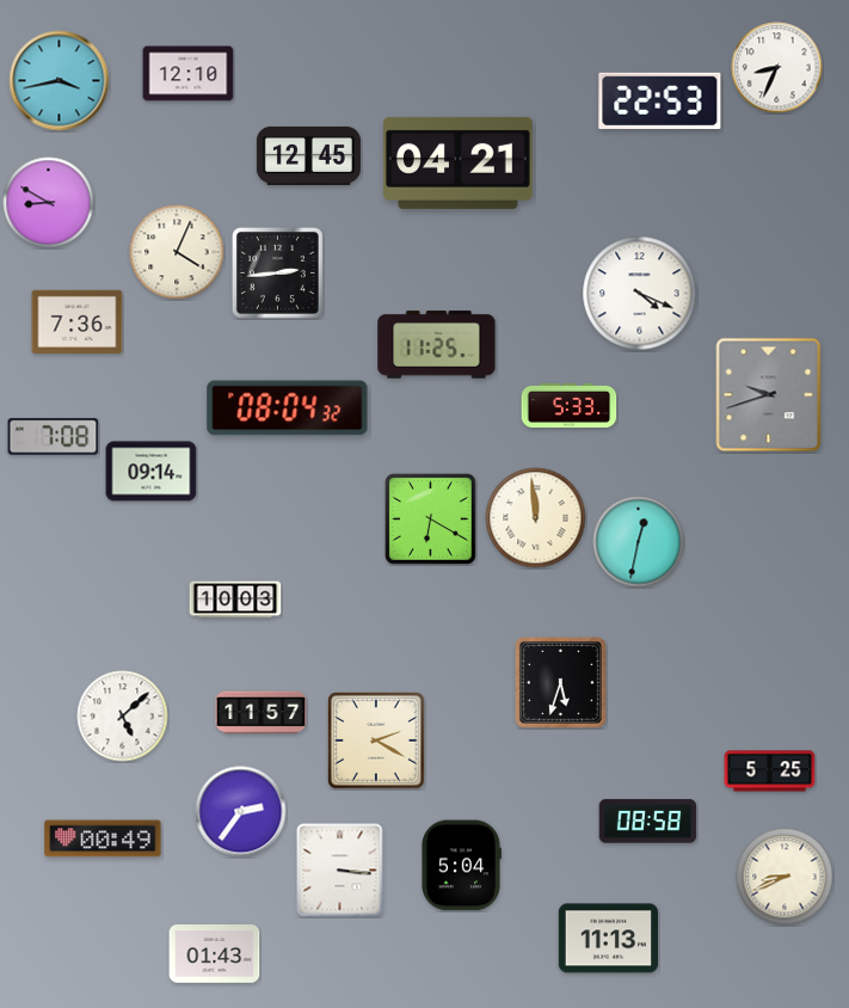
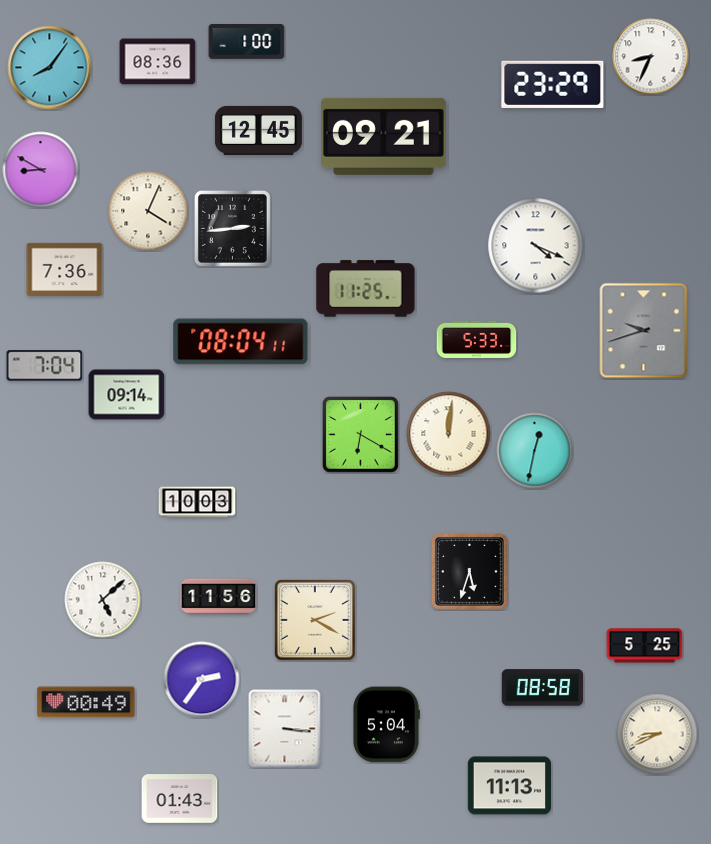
clock at (247, 41): none -> 1:00
clock at (189, 74): 12:10 -> 08:36
clock at (60, 81): 3:43 -> 8:06
clock at (660, 100): 22:53 -> 23:29
clock at (459, 162): 04:21 -> 09:21
clock at (288, 408): 08:04:32 -> 08:04:11
clock at (54, 437): 7:08 -> 7:04
clock at (536, 518): 11:59 -> 12:01
clock at (639, 542) position: (639, 542) -> (535, 451)
clock at (262, 713): 11:57 -> 11:56
